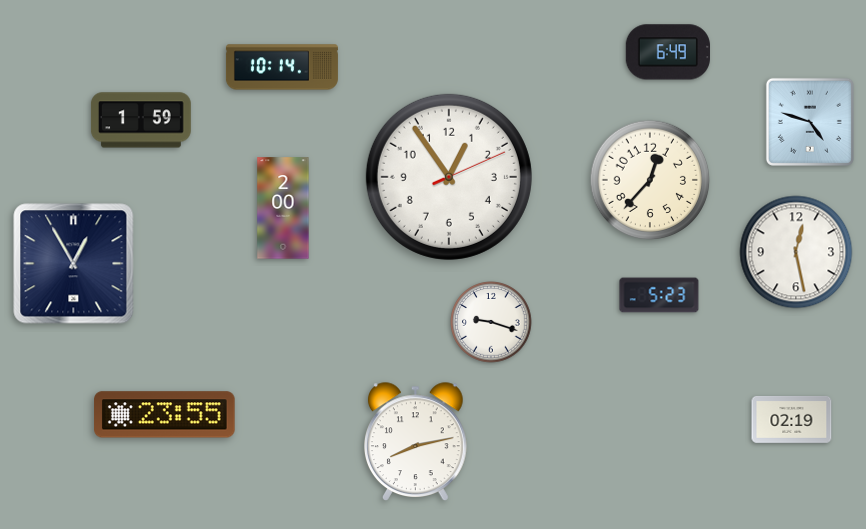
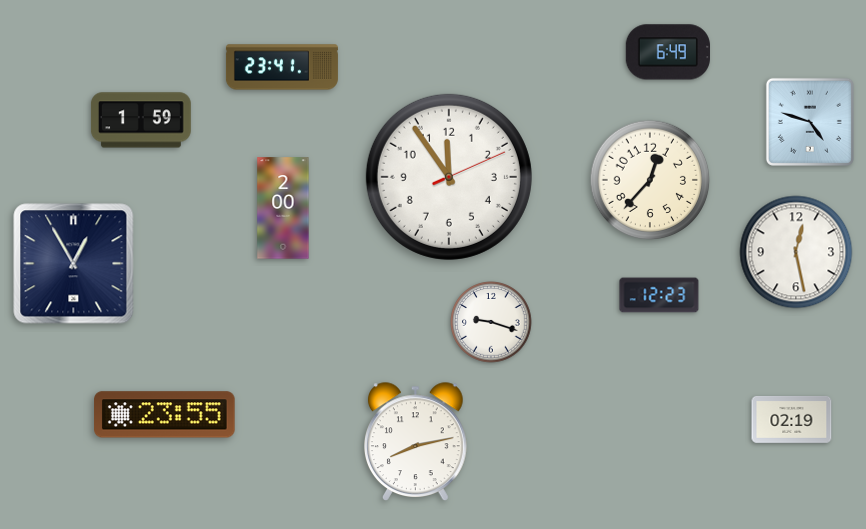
clock at (282, 67): 10:14 -> 23:41
clock at (449, 177): 12:54 -> 11:54
clock at (659, 295): 5:23 -> 12:23
